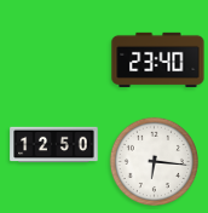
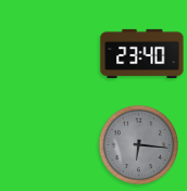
clock at (54, 145): 12:50 -> none
clock at (154, 161) dial: white -> grey
